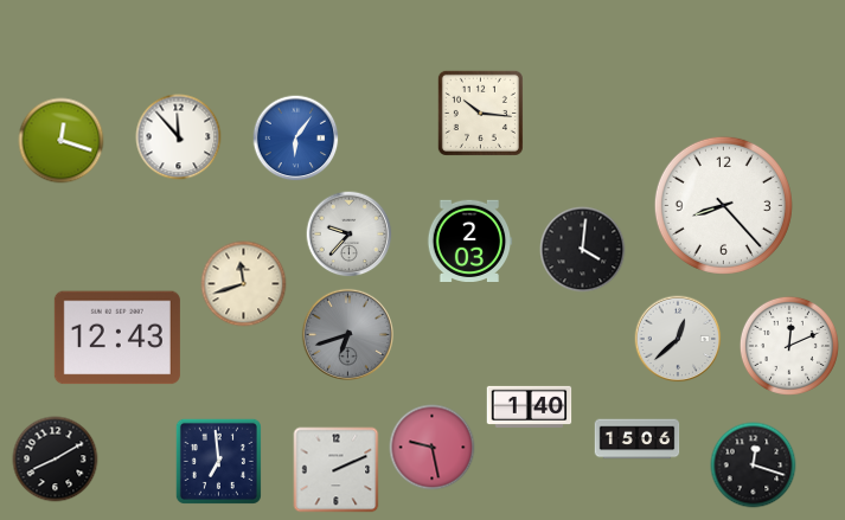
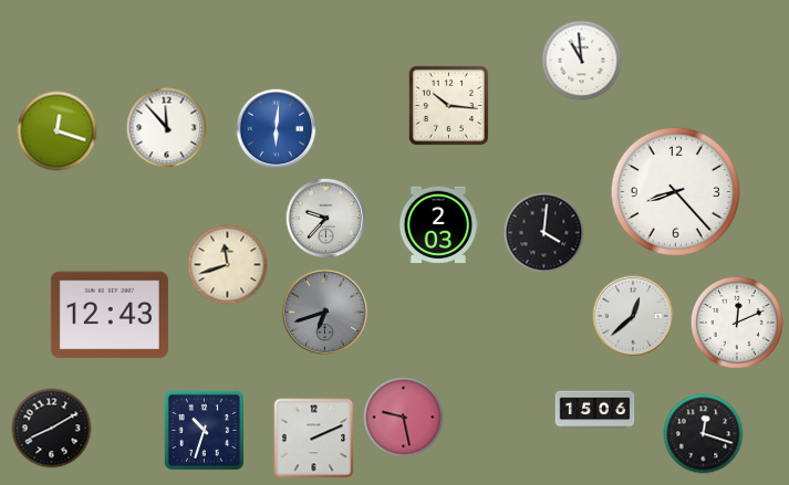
clock at (582, 61): none -> 10:59
clock at (296, 139): 6:06 -> 6:01
clock at (530, 406): 1:40 -> none
clock at (218, 461): 6:59 -> 10:33
